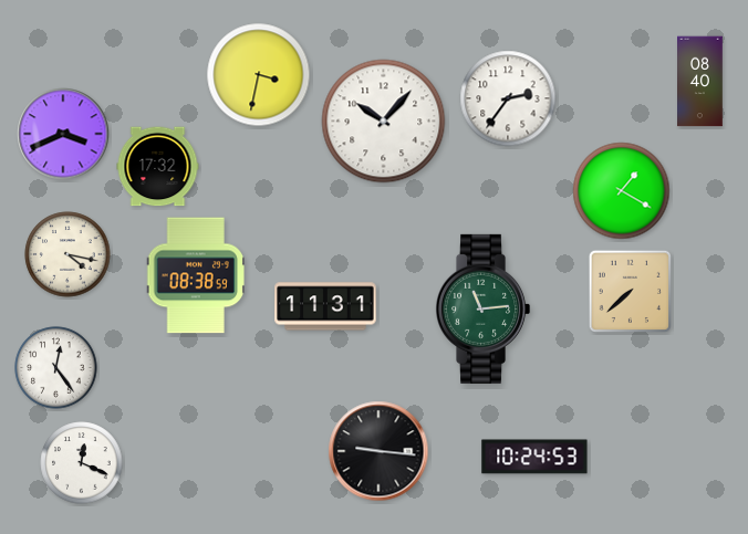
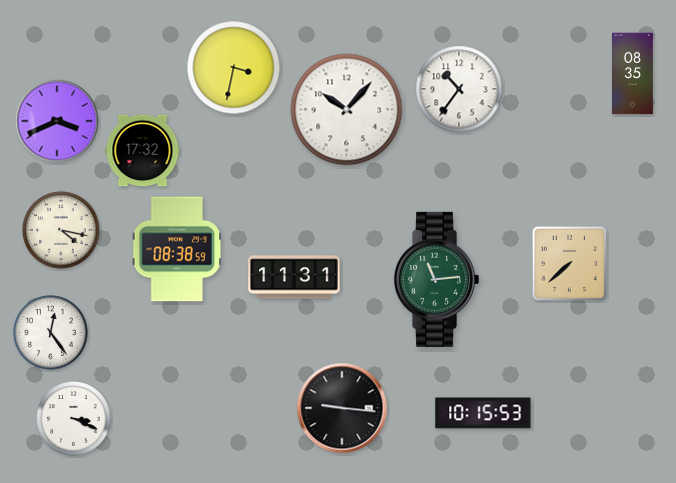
clock at (700, 82): 08:40 -> 08:35
clock at (508, 98): 2:36 -> 10:36
clock at (622, 191): 1:20 -> none
clock at (534, 457): 10:24 -> 10:15
clock at (82, 463): 12:19 -> 3:19
